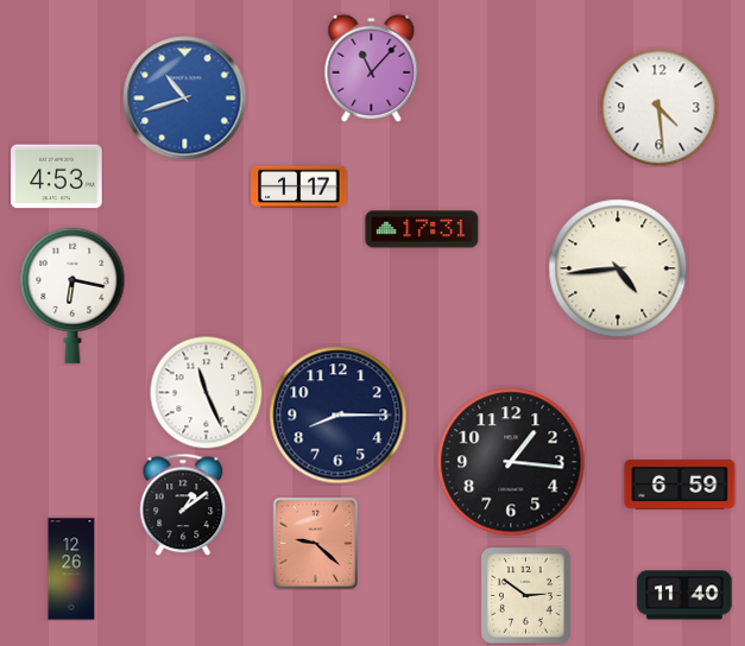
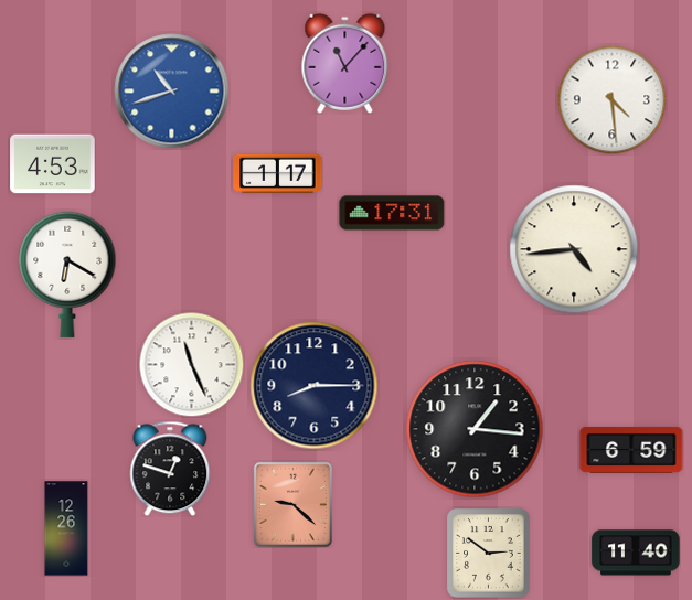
clock at (72, 296): 6:17 -> 6:20
clock at (183, 505): 1:09 -> 12:48
